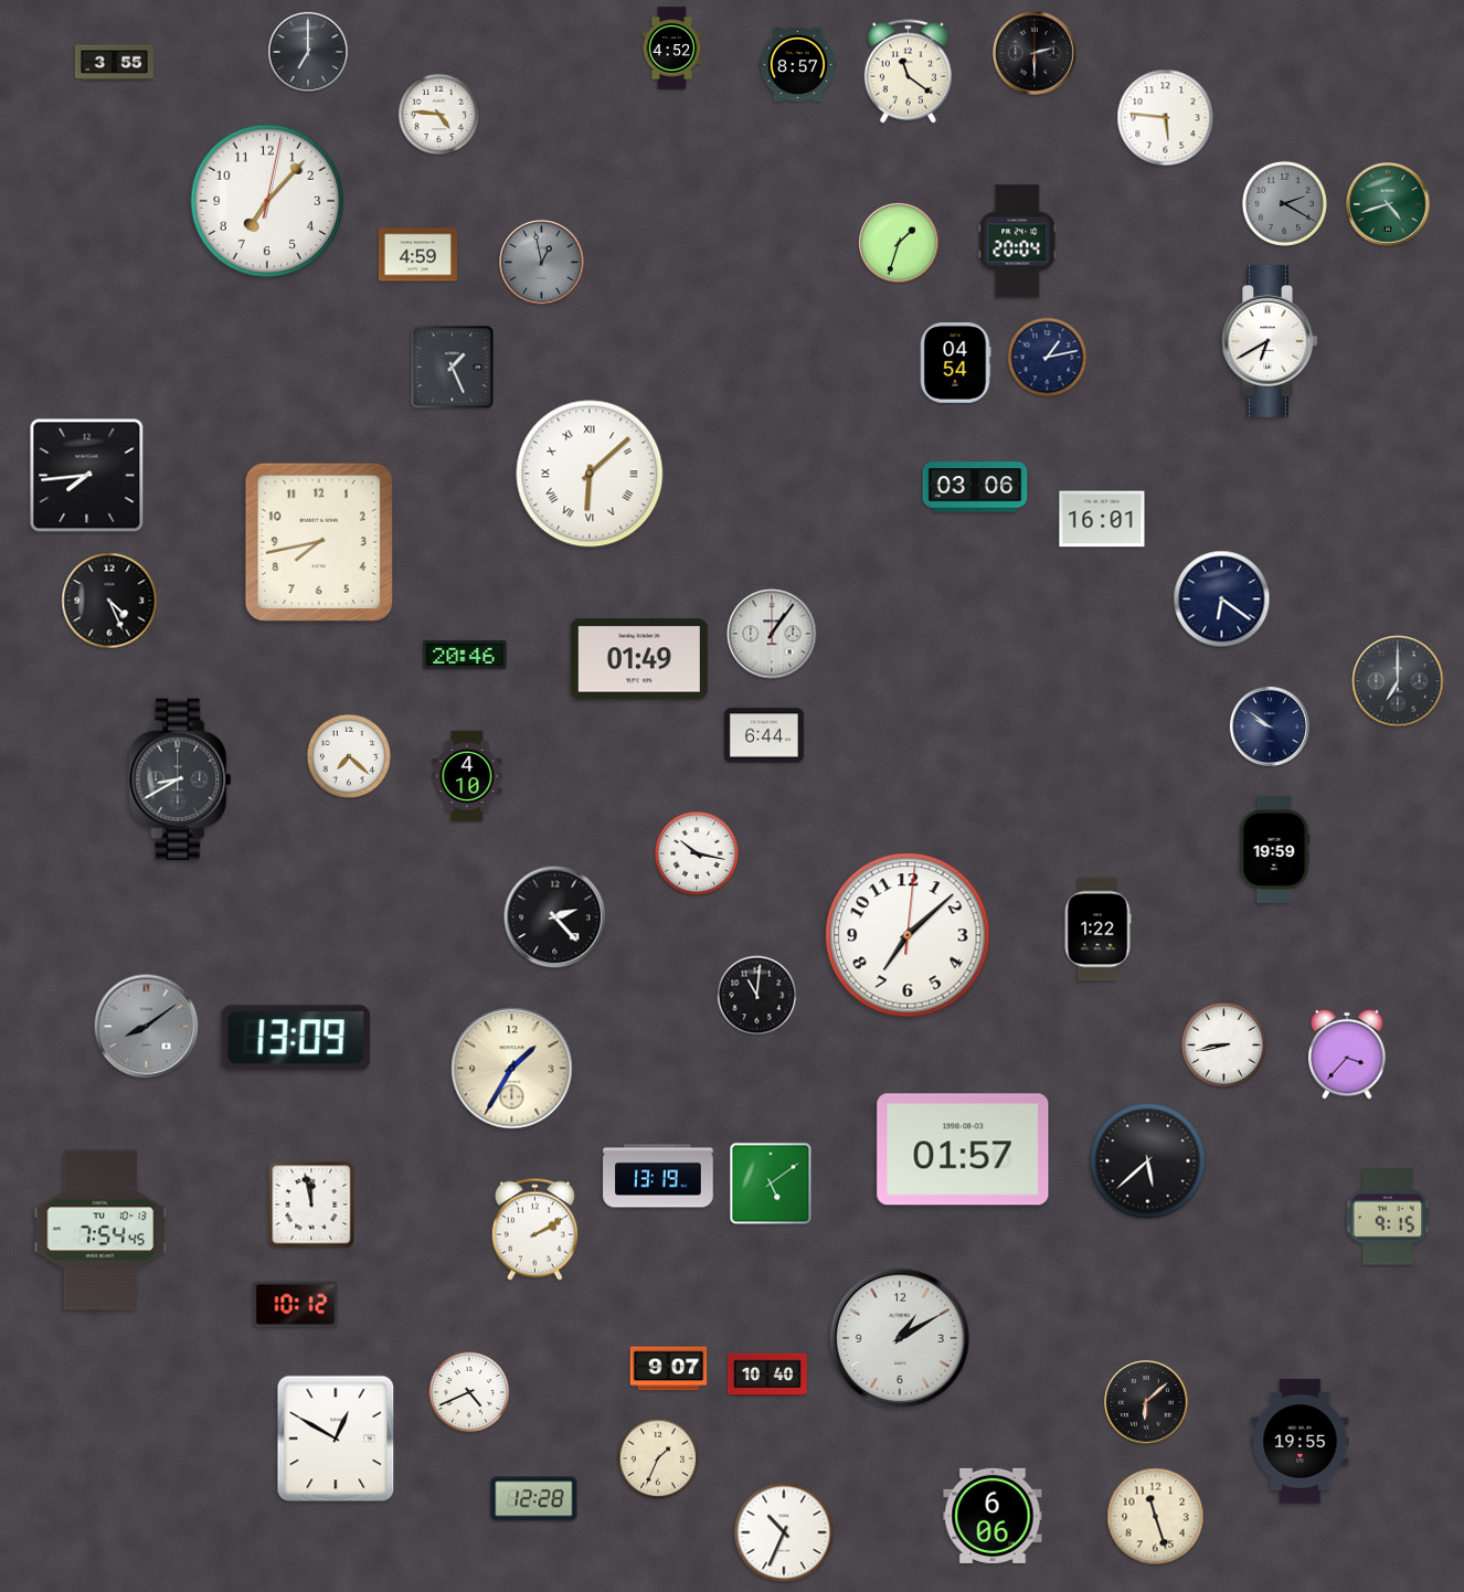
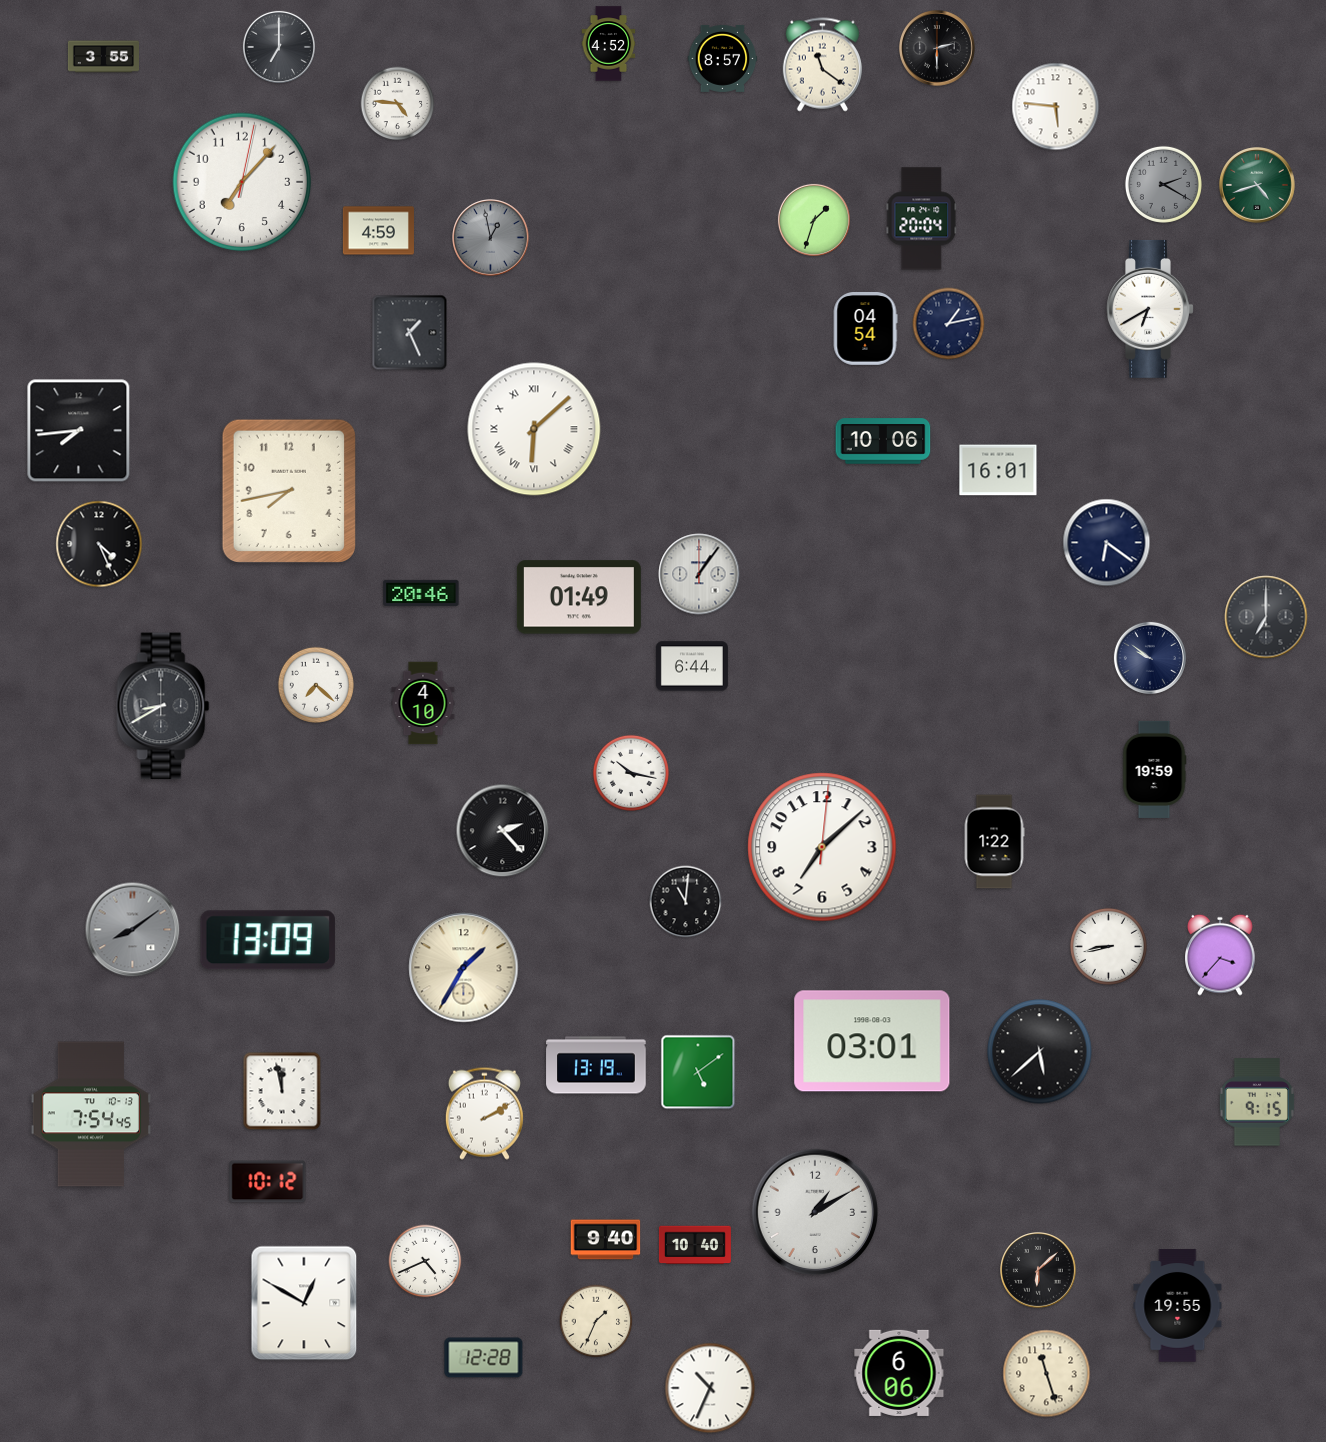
clock at (975, 487): 03:06 -> 10:06
clock at (963, 1149): 01:57 -> 03:01
clock at (669, 1369): 9:07 -> 9:40
